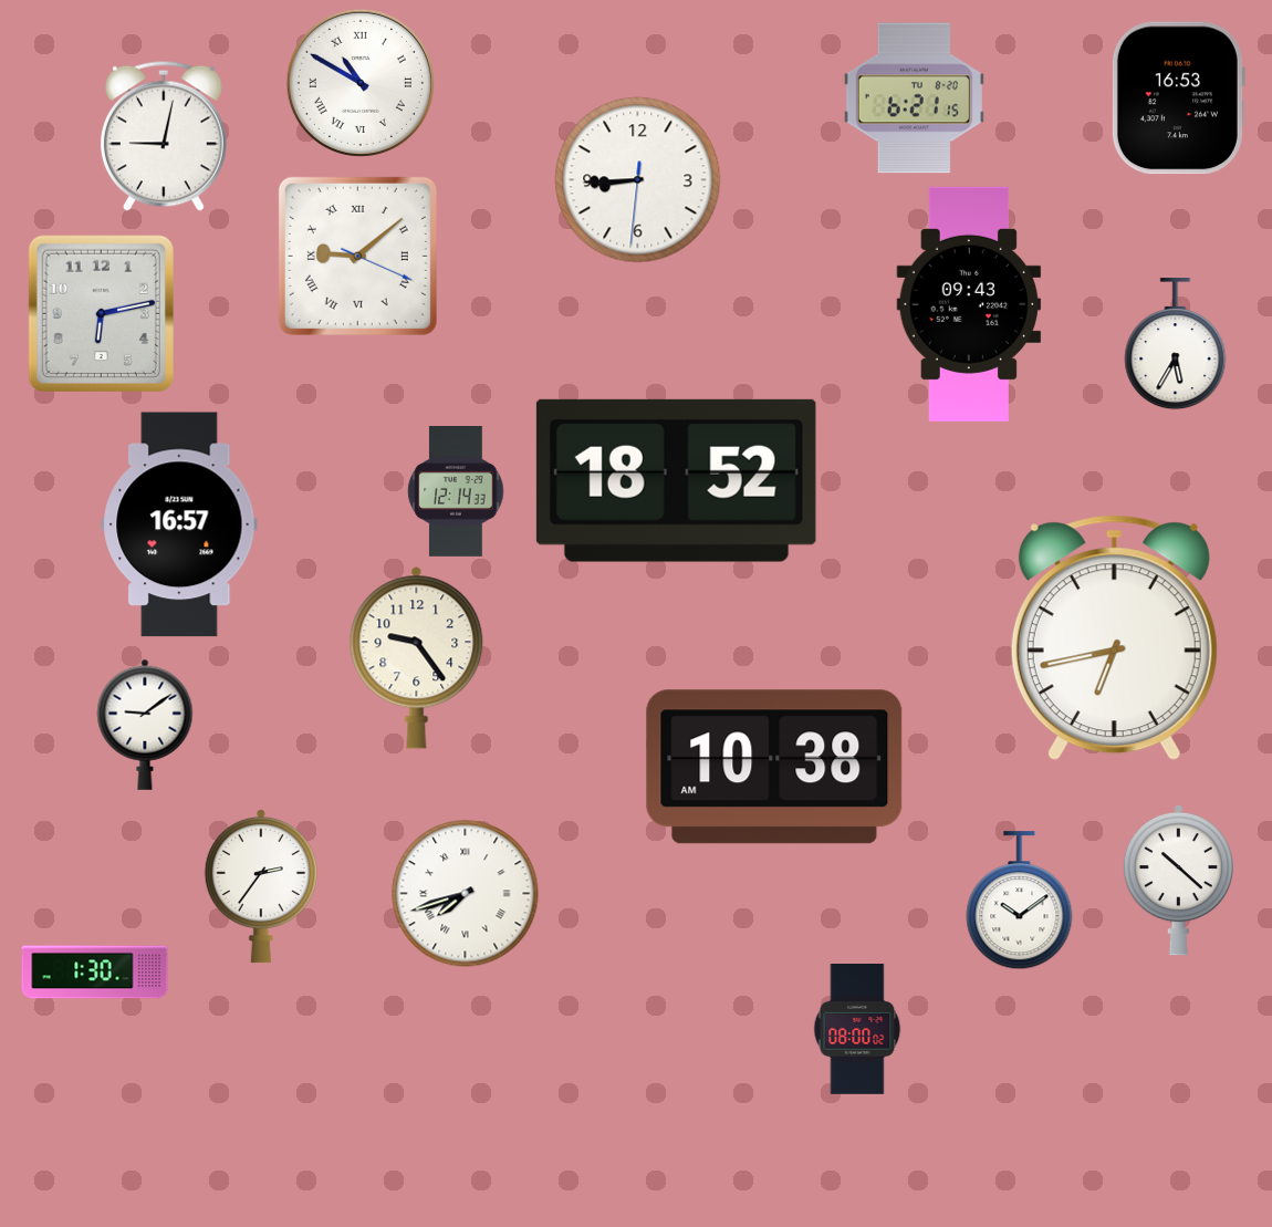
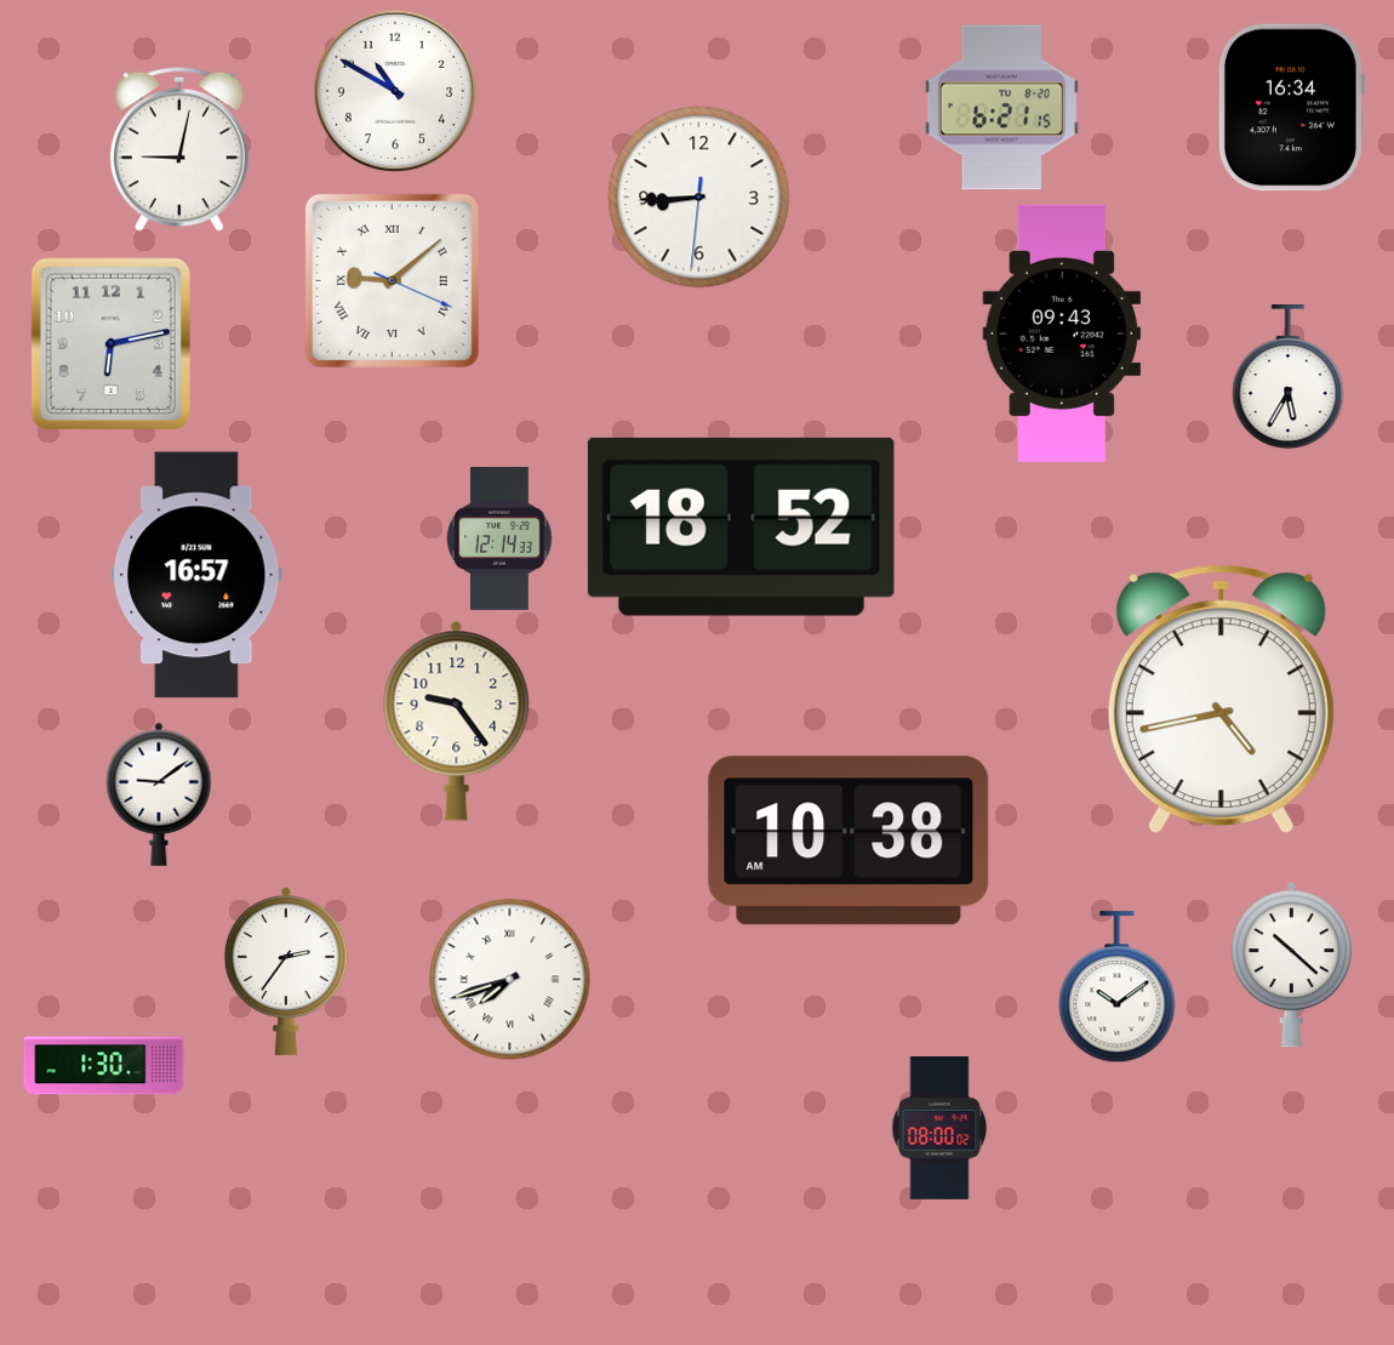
clock at (361, 83) numerals: Roman -> Arabic
clock at (1178, 98): 16:53 -> 16:34
clock at (1114, 638): 6:43 -> 4:43
